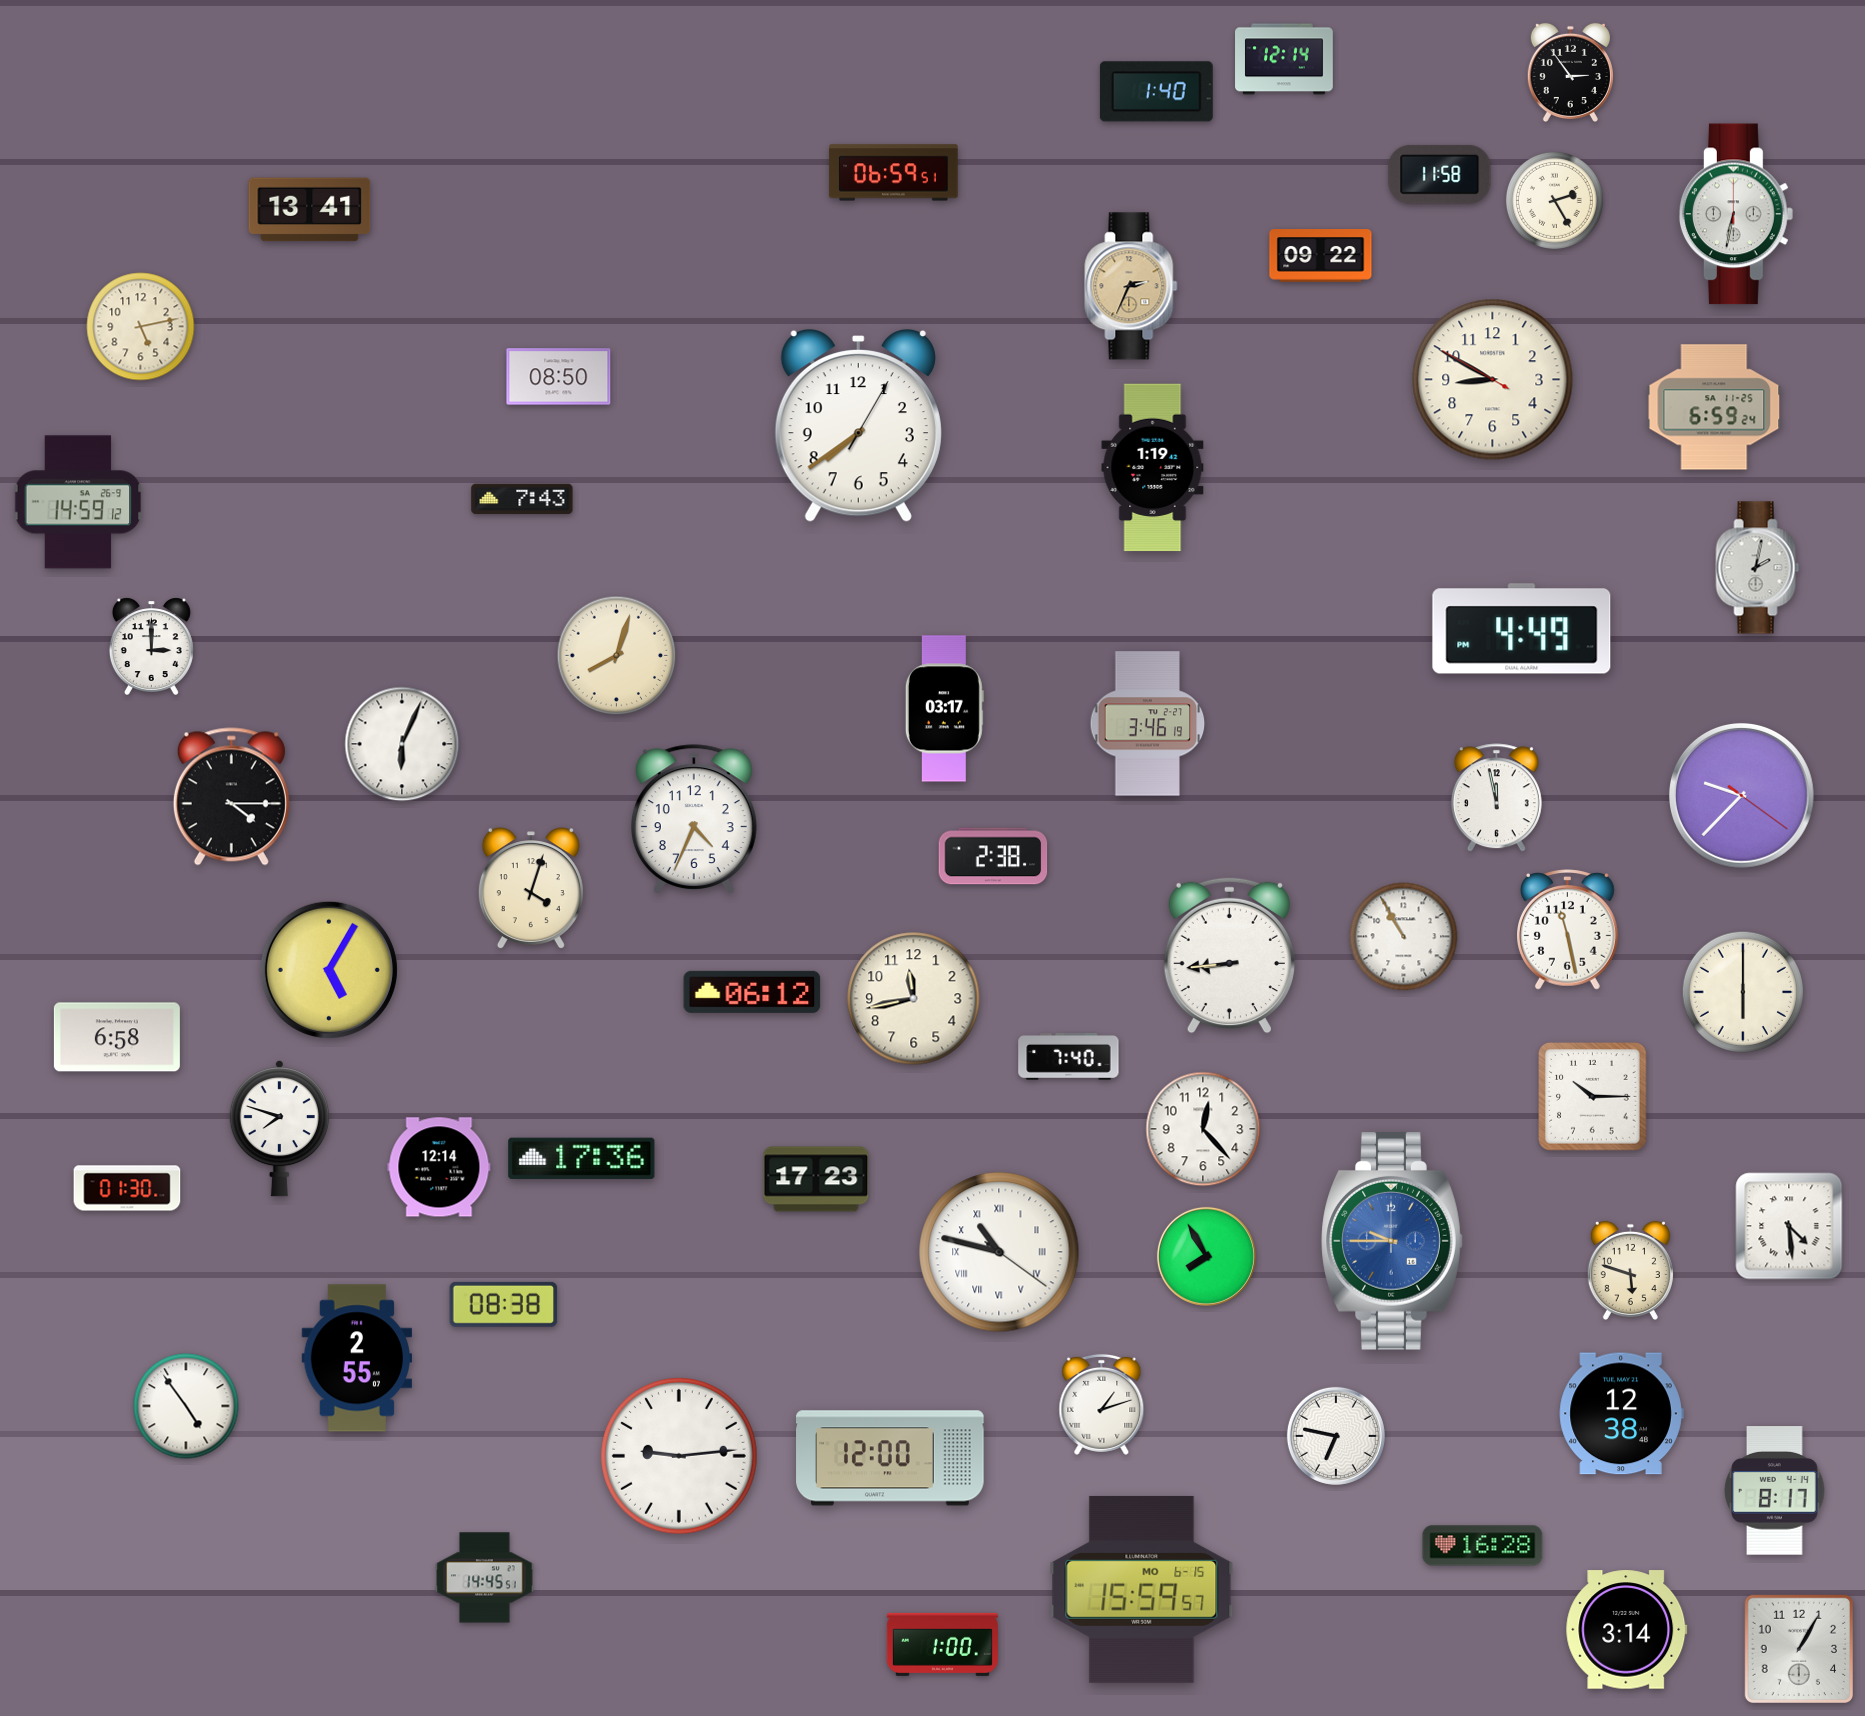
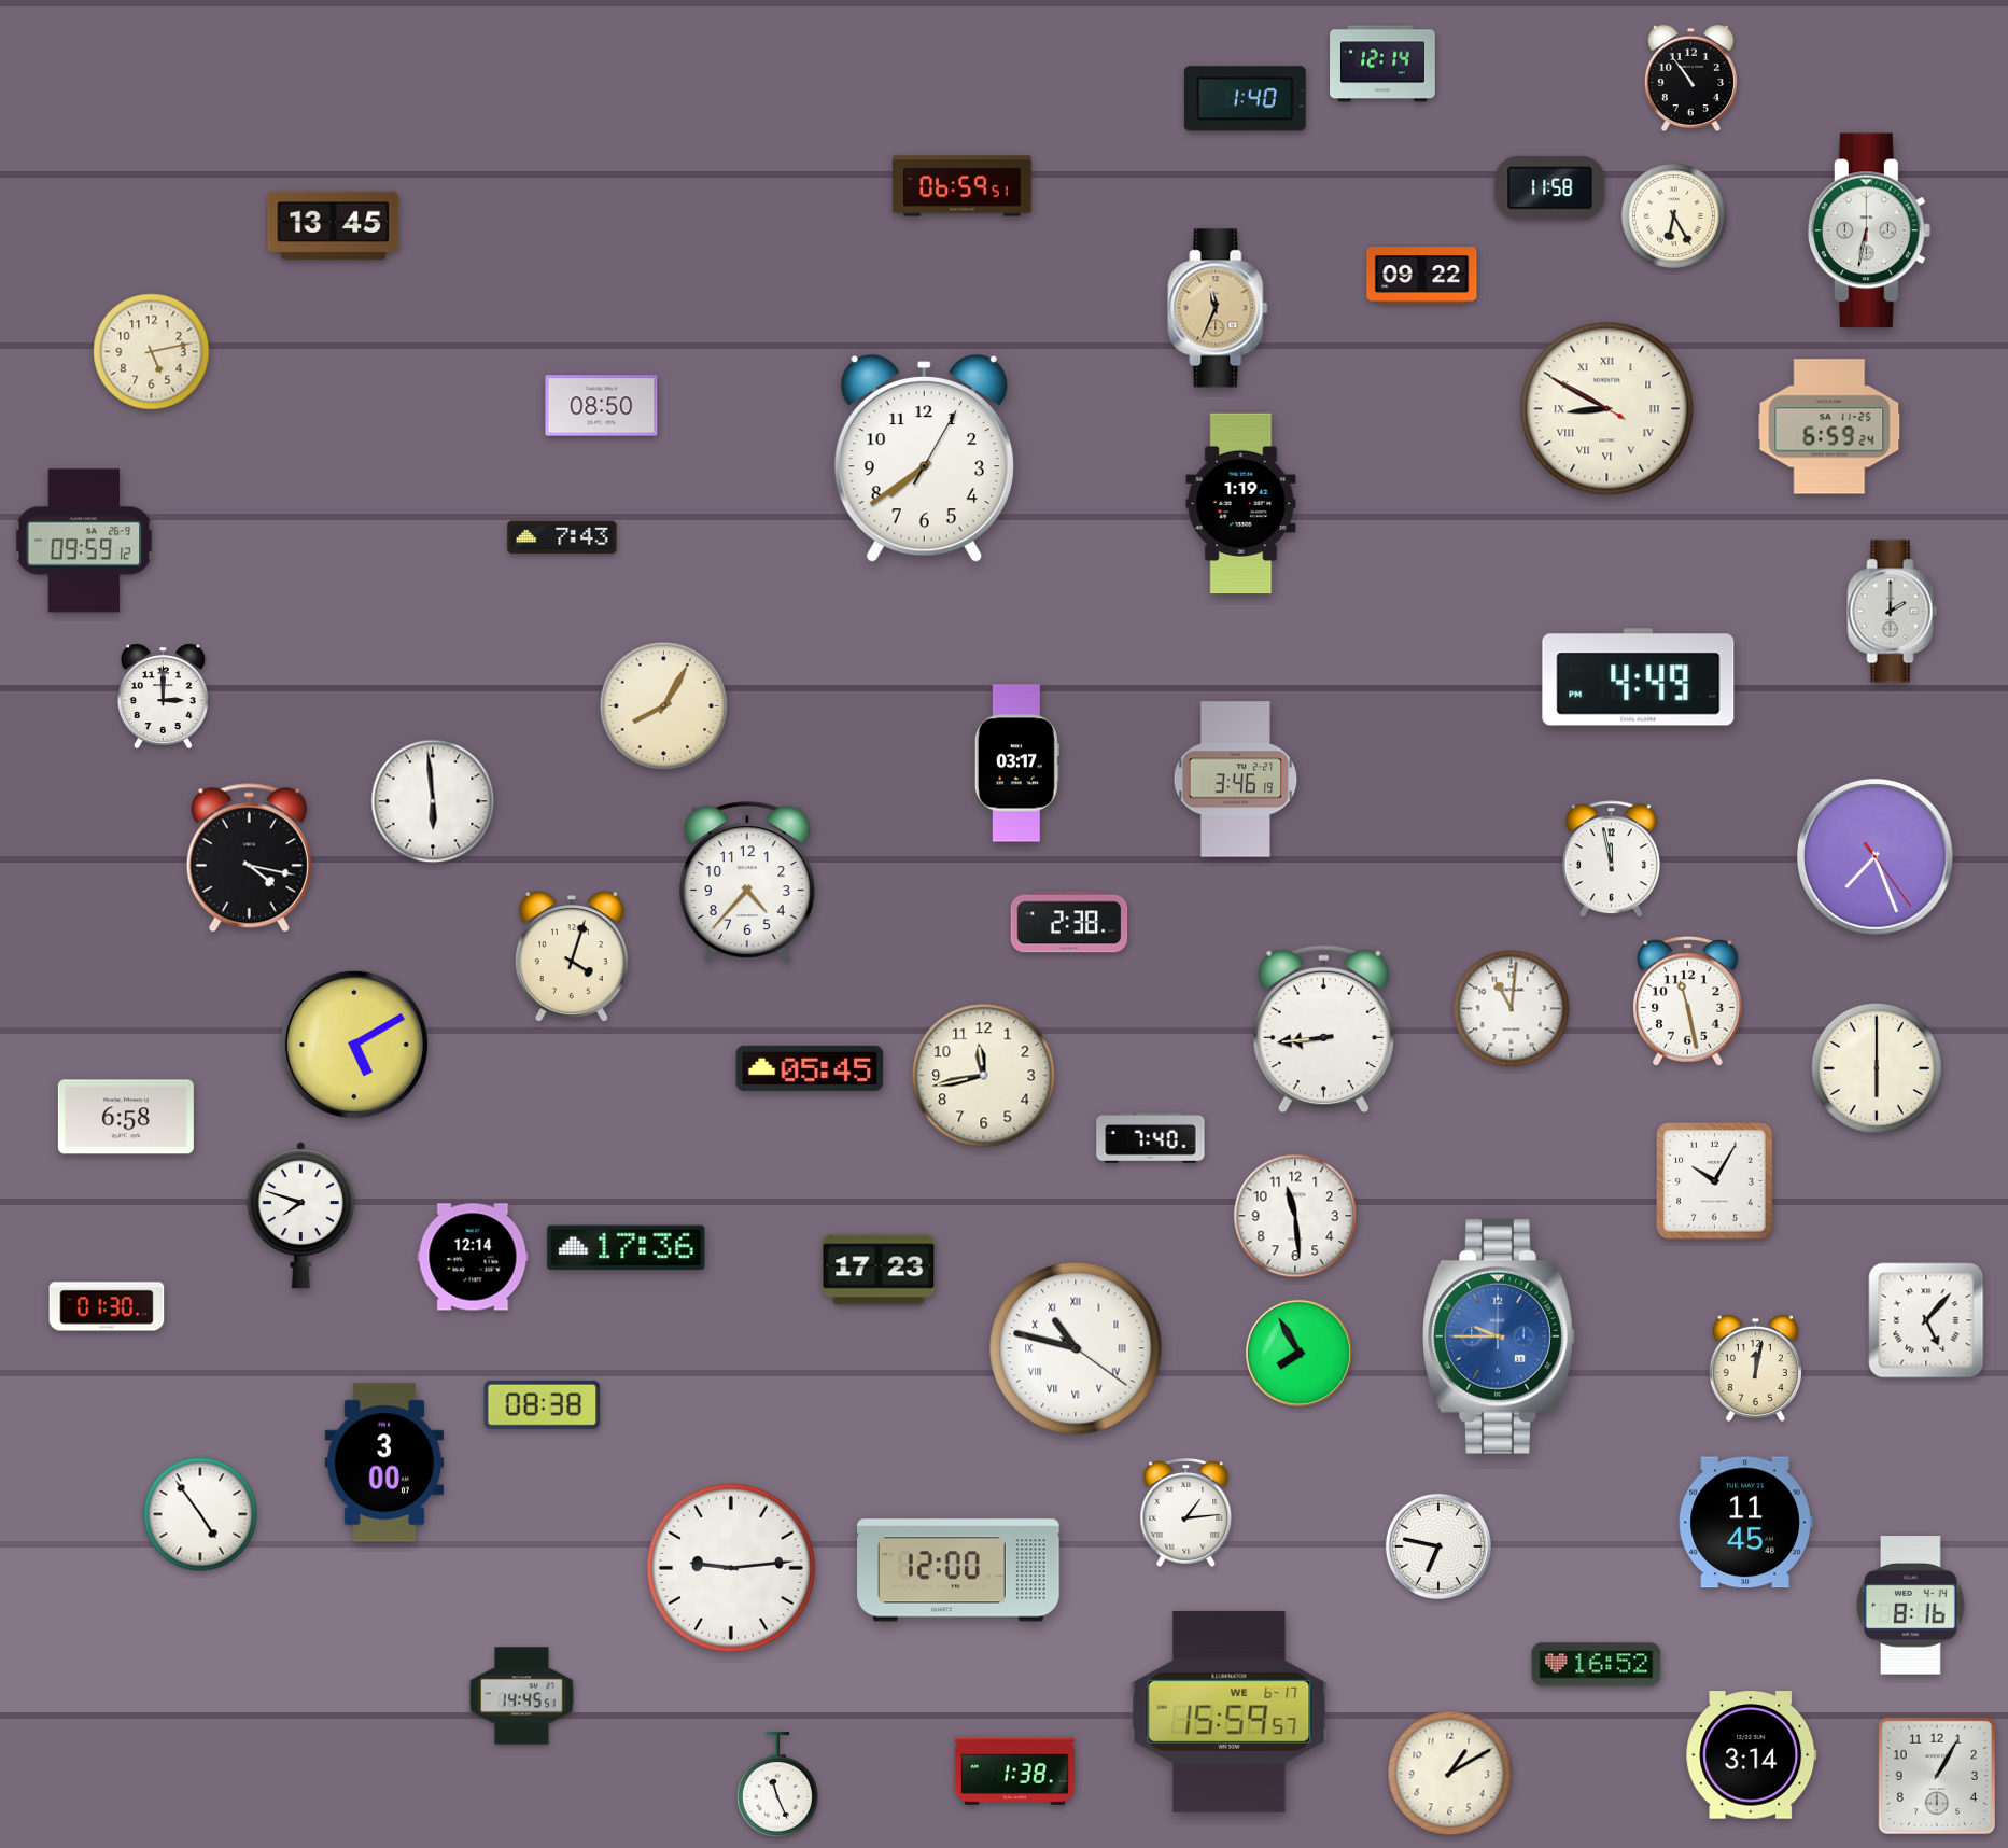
clock at (1570, 73): 2:54 -> 10:54
clock at (1554, 200): 2:25 -> 6:25
clock at (310, 210): 13:41 -> 13:45
clock at (1131, 286): 2:34 -> 11:34
clock at (1493, 380) numerals: Arabic -> Roman
clock at (1714, 407) position: (1714, 407) -> (1829, 426)
clock at (78, 502): 14:59 -> 09:59
clock at (1758, 568): 2:02 -> 2:00
clock at (617, 656): 8:03 -> 8:05
clock at (402, 744): 6:04 -> 5:59
clock at (1741, 795): 9:37 -> 7:26
clock at (231, 797): 4:15 -> 4:17
clock at (694, 819): 4:34 -> 4:37
clock at (1404, 937): 10:55 -> 11:01
clock at (329, 970): 5:05 -> 5:10
clock at (752, 992): 06:12 -> 05:45
clock at (1593, 1097): 10:15 -> 10:05
clock at (1203, 1129): 12:23 -> 11:29
clock at (127, 1188) position: (127, 1188) -> (107, 1306)
clock at (1789, 1226): 4:29 -> 5:07
clock at (1630, 1271): 5:48 -> 12:02
clock at (357, 1358): 2:55 -> 3:00
clock at (1102, 1404): 1:12 -> 1:14
clock at (1621, 1414): 12:38 -> 11:45
clock at (1775, 1491): 8:17 -> 8:16
clock at (1483, 1546): 16:28 -> 16:52
clock at (485, 1578) position: (485, 1578) -> (522, 1696)
clock at (1142, 1589) date: MO 6-15 -> WE 6-17
clock at (942, 1644): 1:00 -> 1:38
clock at (1450, 1774): none -> 1:10
clock at (777, 1786): none -> 11:26
